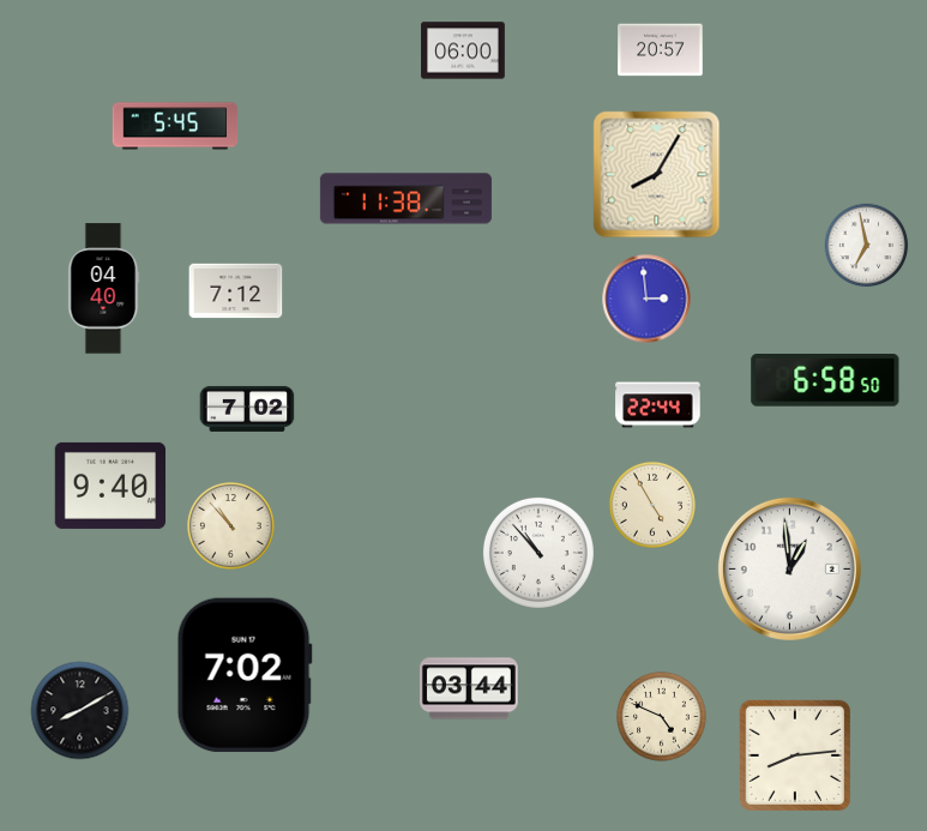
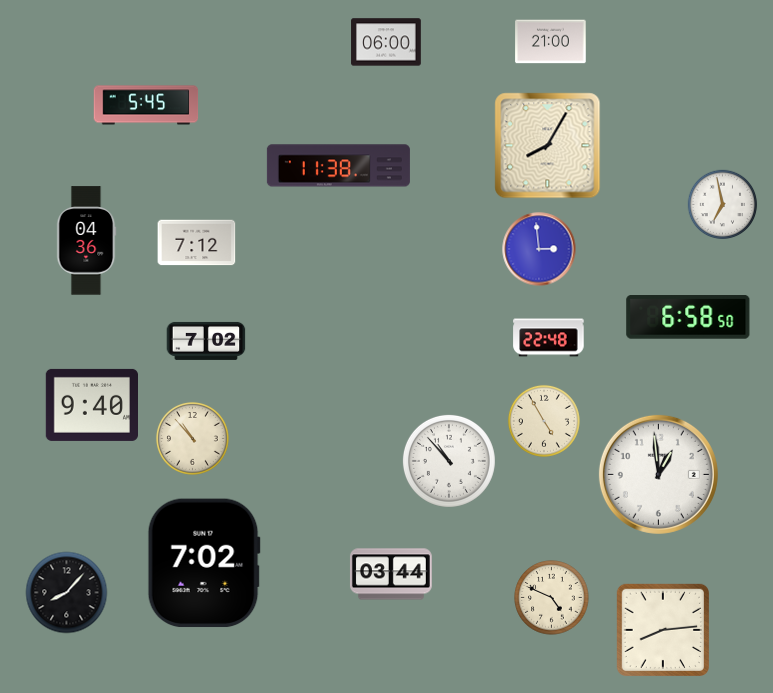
clock at (661, 50): 20:57 -> 21:00
clock at (104, 289): 04:40 -> 04:36
clock at (658, 405): 22:44 -> 22:48
clock at (80, 711): 8:10 -> 8:07
